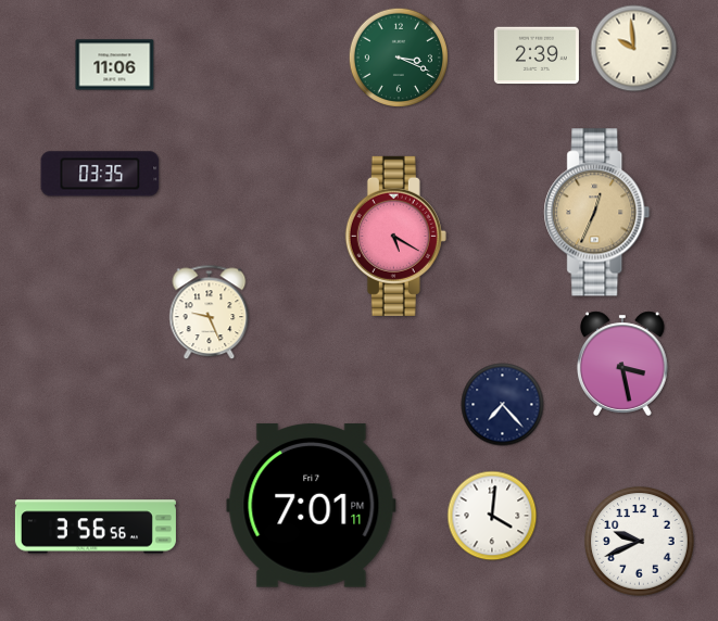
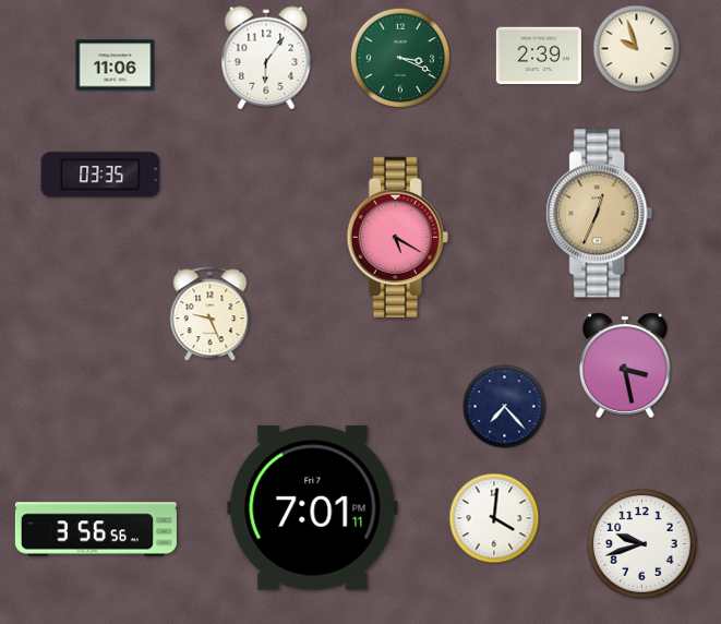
clock at (634, 49): 9:59 -> 9:57
clock at (266, 58): none -> 6:06
clock at (640, 542): 9:41 -> 9:42
